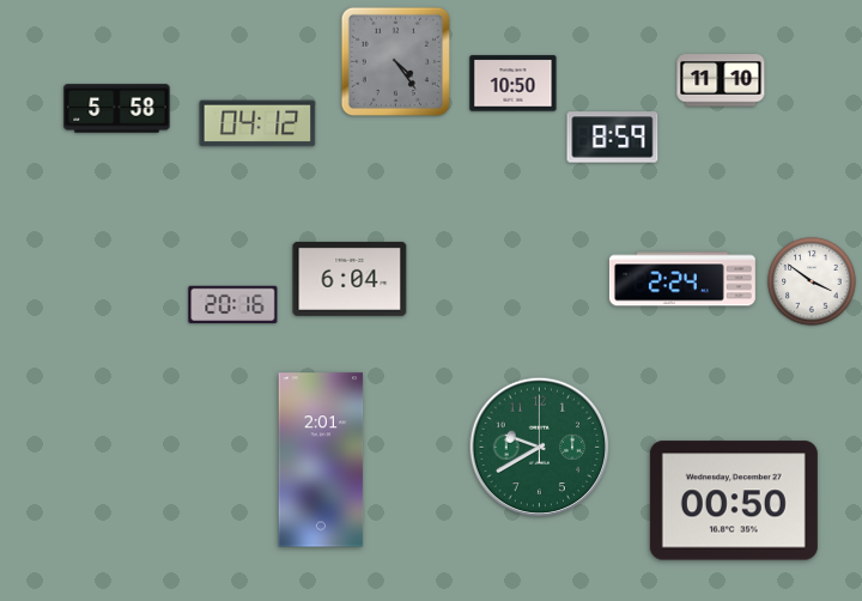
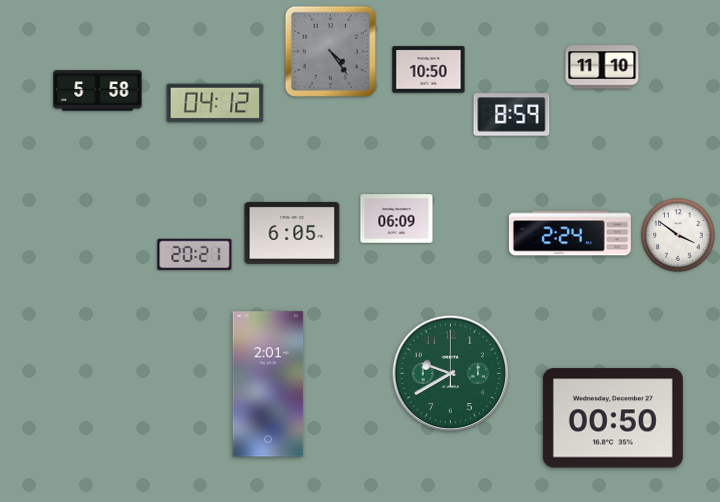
clock at (397, 219): none -> 06:09
clock at (350, 279): 6:04 -> 6:05
clock at (233, 304): 20:16 -> 20:21
